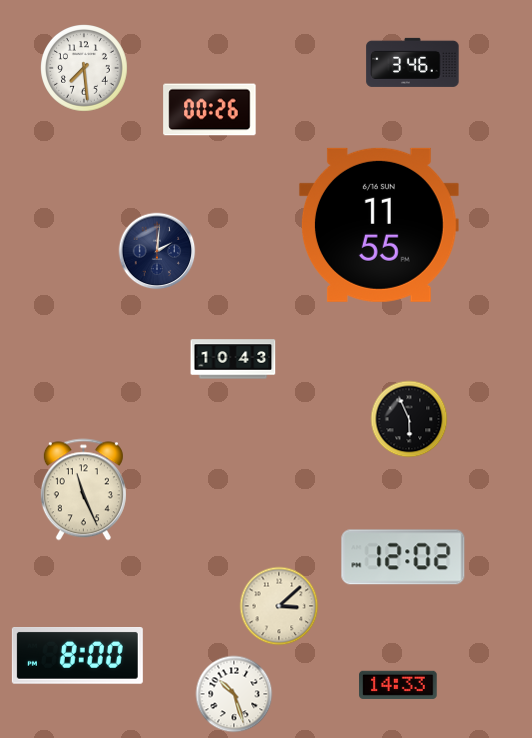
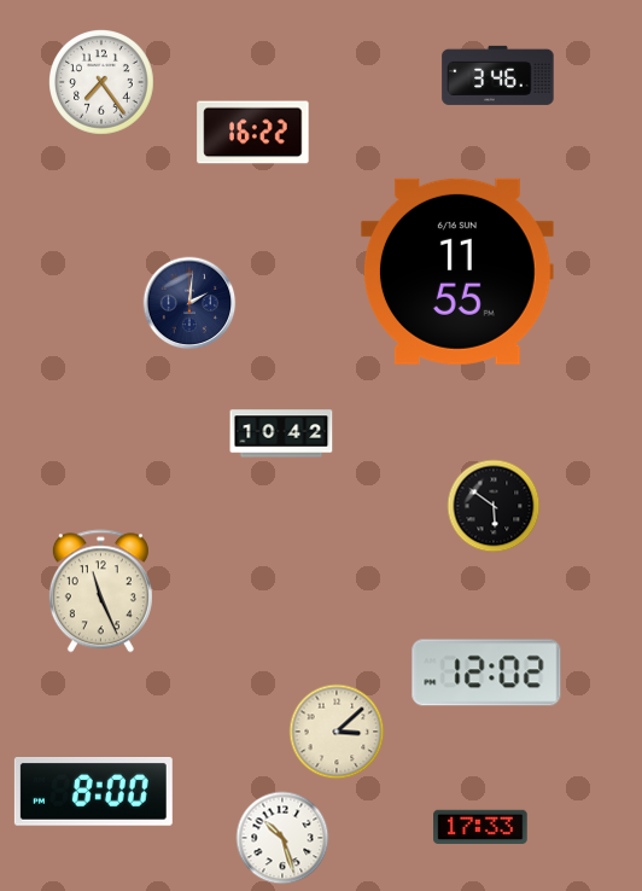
clock at (85, 69): 7:29 -> 7:24
clock at (210, 110): 00:26 -> 16:22
clock at (233, 359): 10:43 -> 10:42
clock at (409, 419): 5:56 -> 5:51
clock at (398, 685): 14:33 -> 17:33
